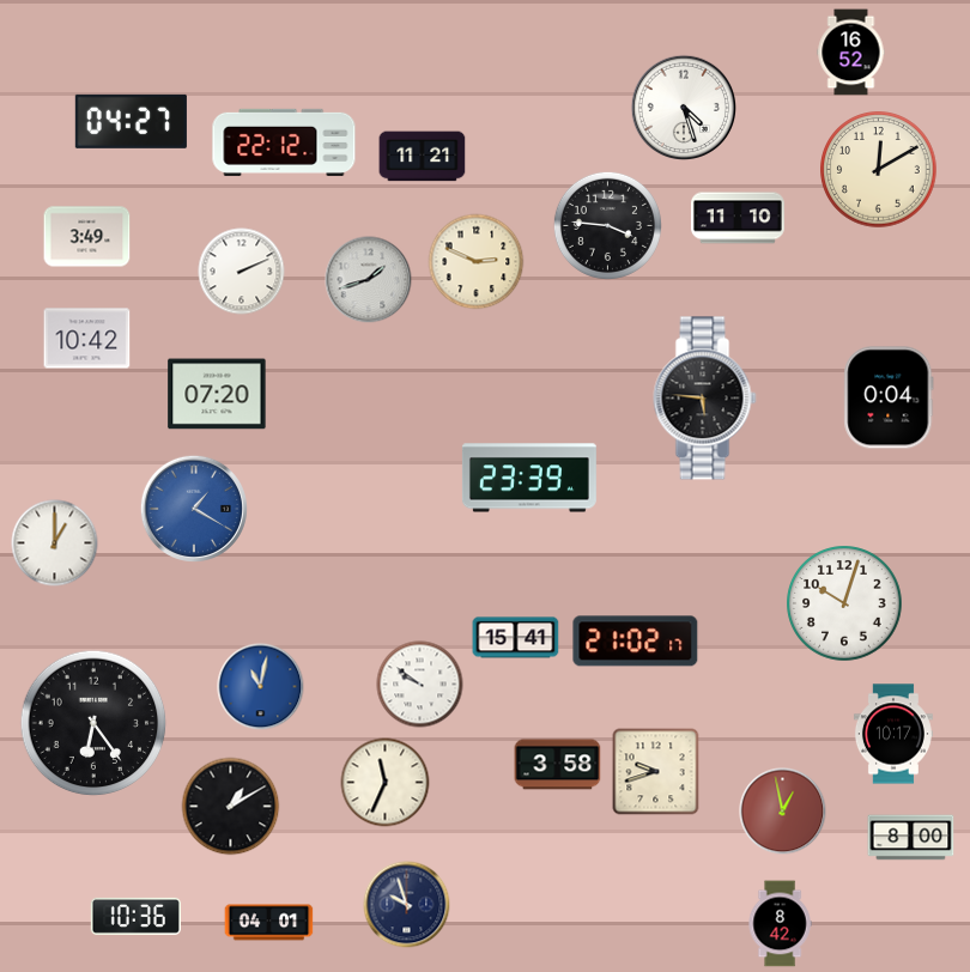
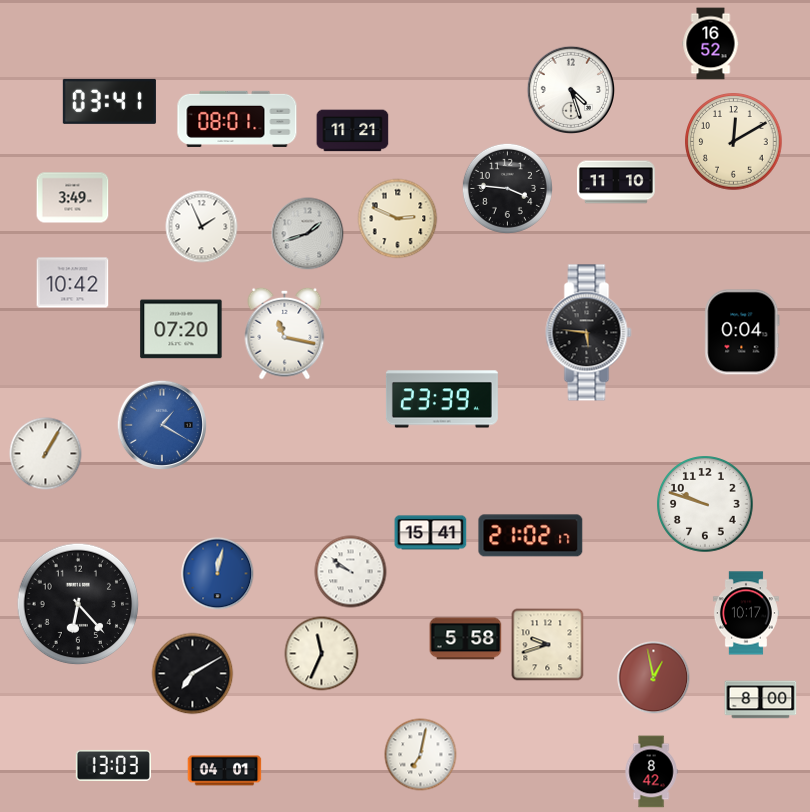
clock at (131, 121): 04:27 -> 03:41
clock at (284, 142): 22:12 -> 08:01
clock at (242, 272): 2:11 -> 1:56
clock at (285, 333): none -> 11:17
clock at (55, 543): 1:00 -> 1:05
clock at (844, 603): 10:03 -> 9:48
clock at (261, 687): 11:02 -> 12:02
clock at (93, 723): 6:24 -> 6:23
clock at (558, 765): 3:58 -> 5:58
clock at (231, 807): 1:10 -> 7:10
clock at (421, 755): none -> 7:02
clock at (407, 905): 9:57 -> none
clock at (135, 916): 10:36 -> 13:03
